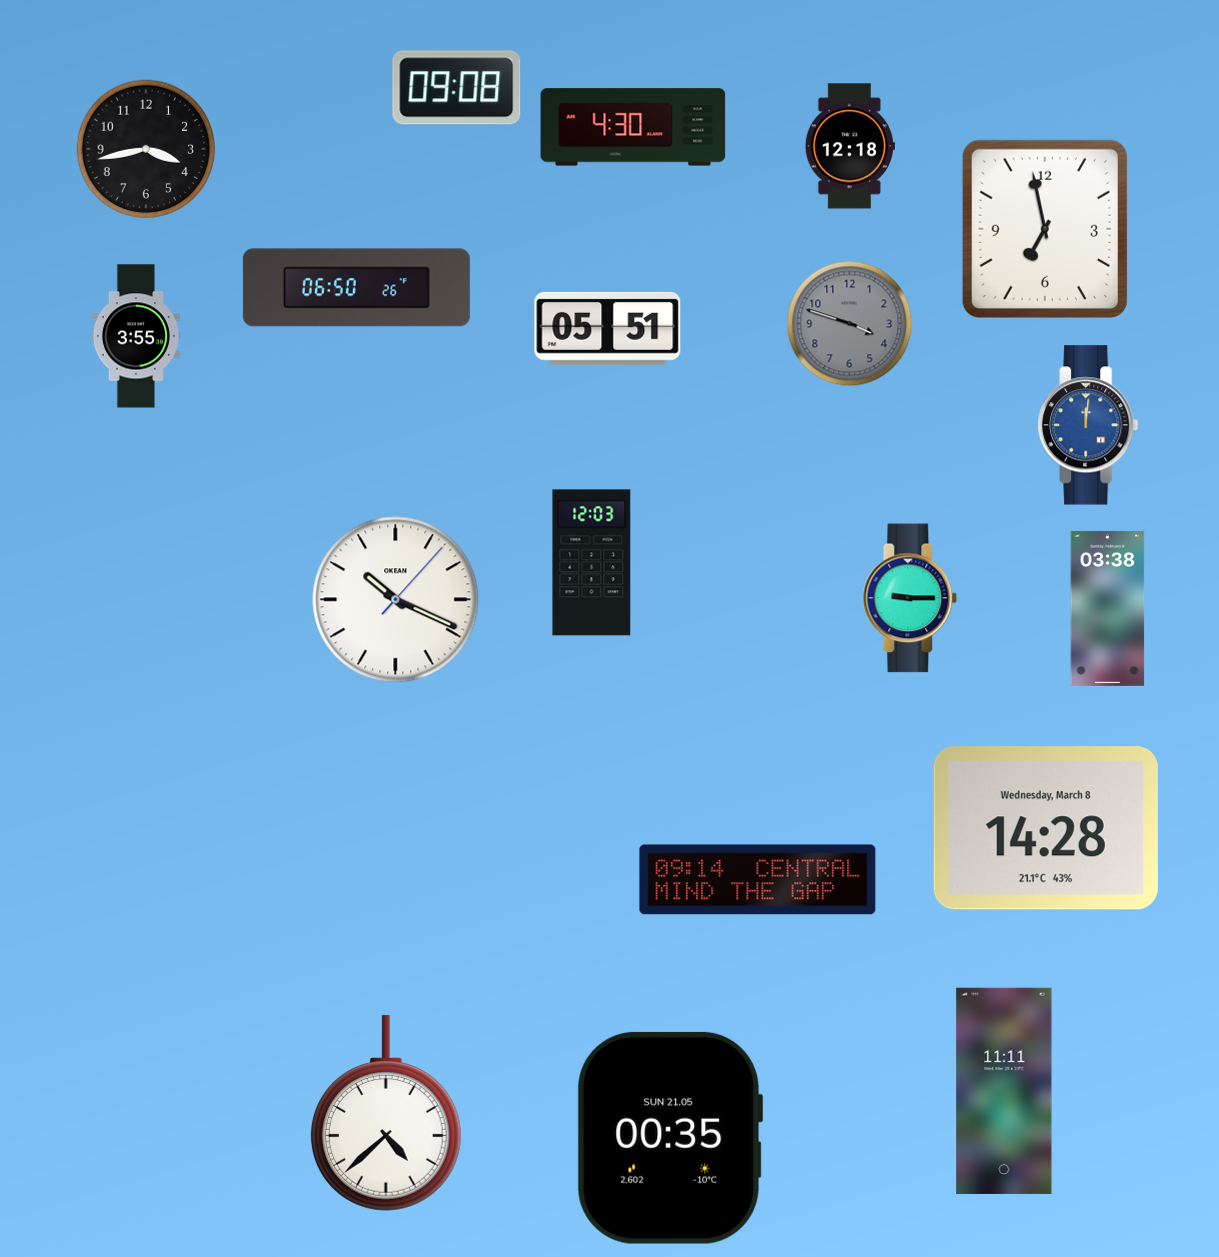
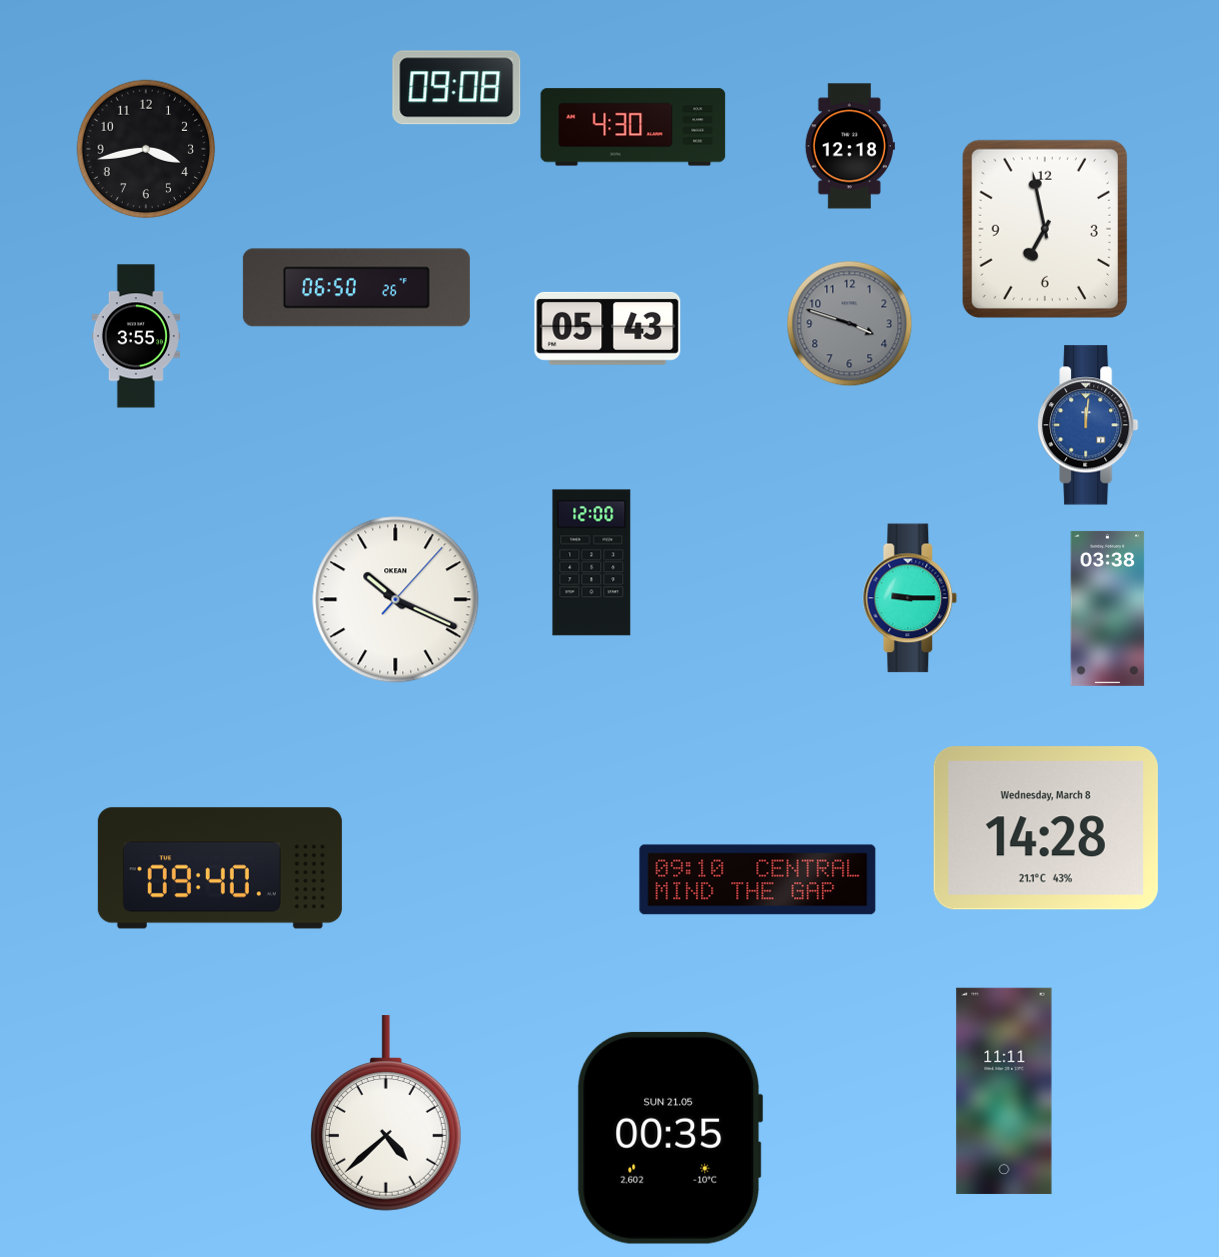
clock at (608, 328): 05:51 -> 05:43
clock at (592, 563): 12:03 -> 12:00
clock at (220, 868): none -> 09:40
clock at (758, 880): 09:14 -> 09:10
